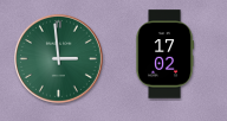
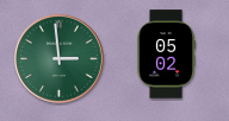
clock at (164, 55): 17:02 -> 05:02
